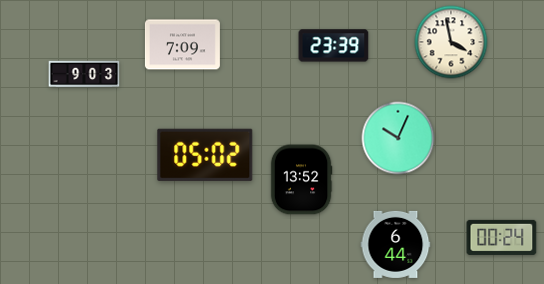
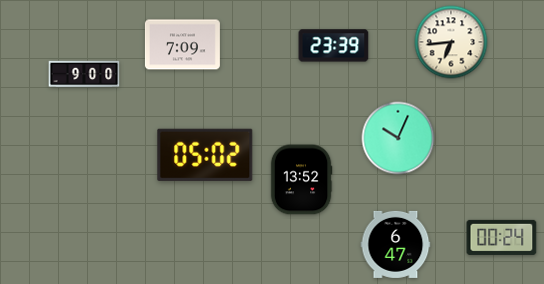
clock at (451, 42): 3:58 -> 6:44
clock at (84, 74): 9:03 -> 9:00
clock at (396, 244): 6:44 -> 6:47
